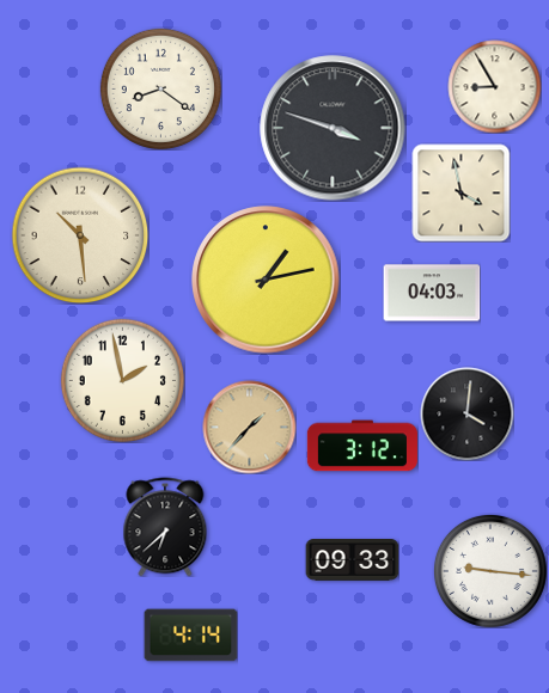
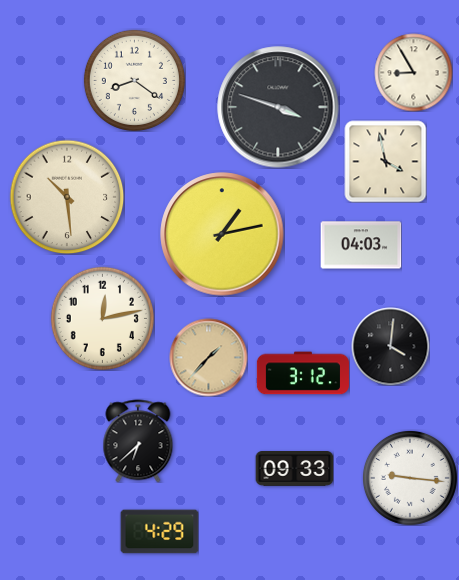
clock at (160, 88) position: (160, 88) -> (134, 80)
clock at (122, 380): 1:58 -> 12:13
clock at (190, 636): 4:14 -> 4:29
